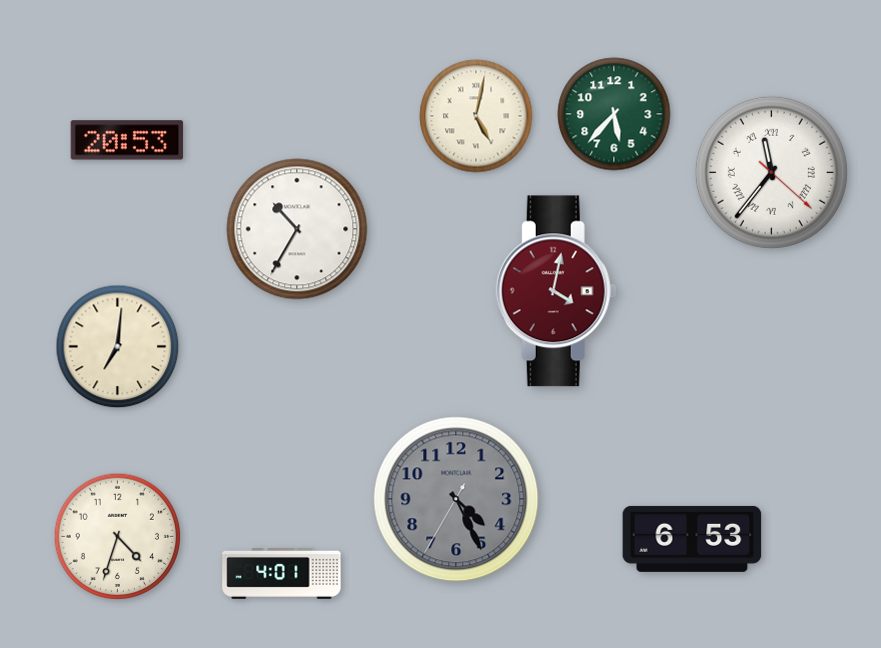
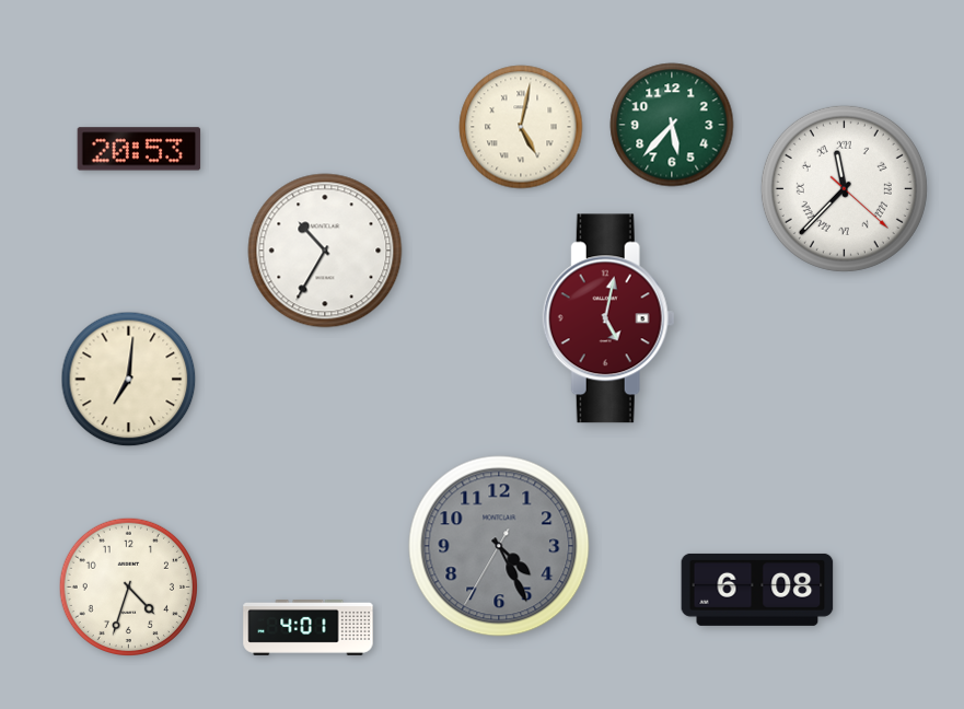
clock at (127, 140) position: (127, 140) -> (139, 149)
clock at (771, 172): 11:36 -> 11:37
clock at (556, 291): 4:02 -> 5:02
clock at (692, 539): 6:53 -> 6:08
